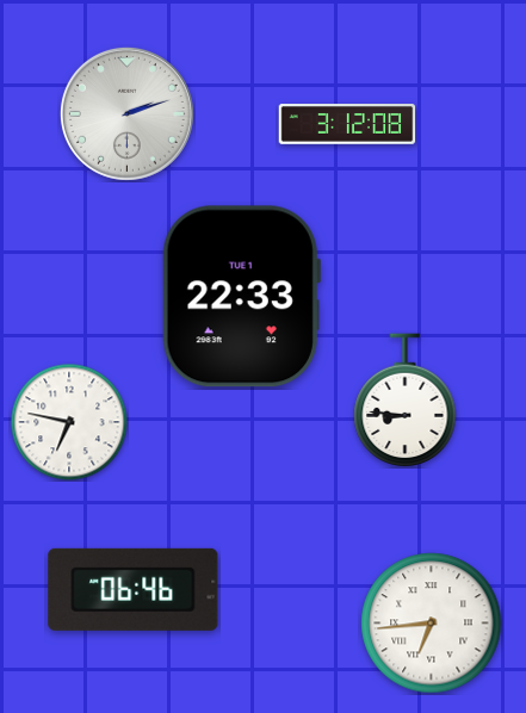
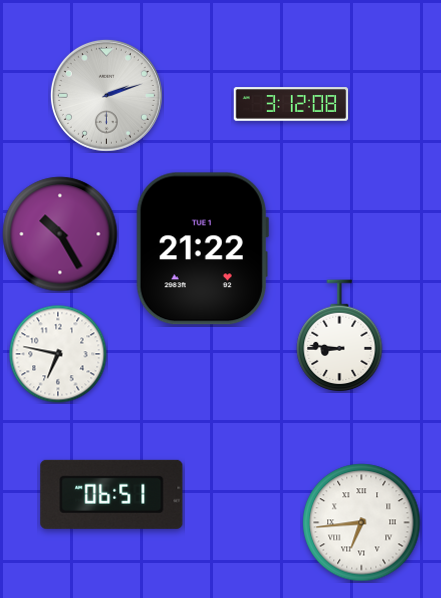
clock at (60, 234): none -> 10:25
clock at (241, 297): 22:33 -> 21:22
clock at (134, 589): 06:46 -> 06:51
